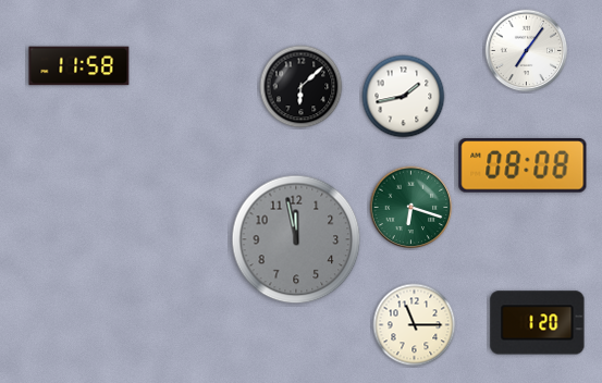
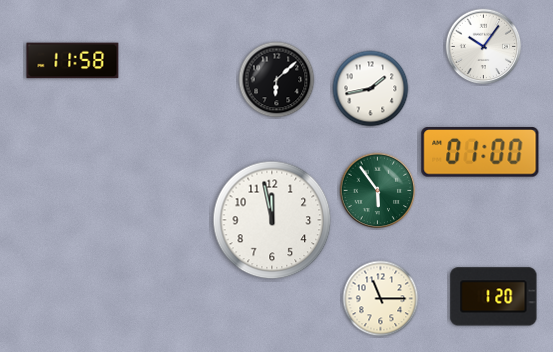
clock at (527, 51): 7:06 -> 10:06
clock at (523, 165): 08:08 -> 01:00
clock at (411, 208): 6:18 -> 5:54
clock at (296, 239) dial: grey -> white
